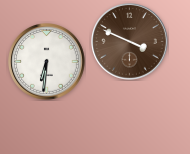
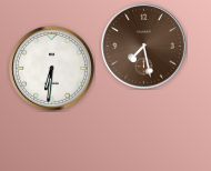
clock at (130, 42): 3:49 -> 7:28
